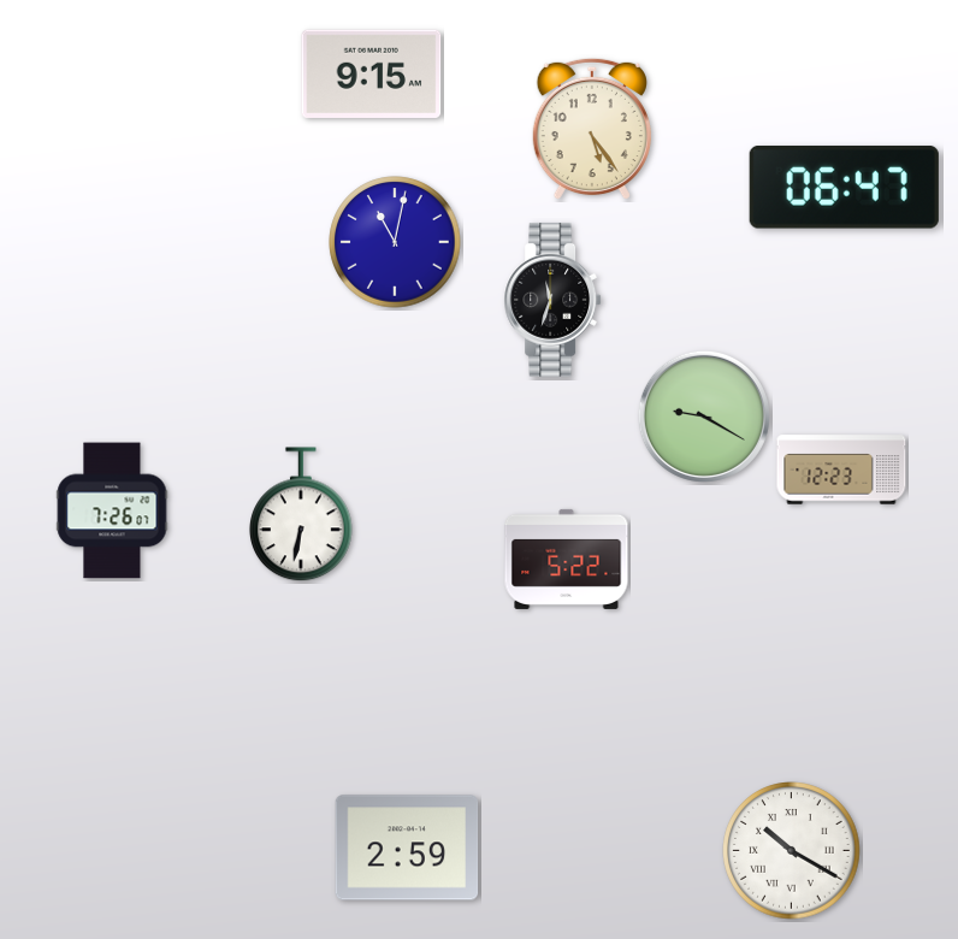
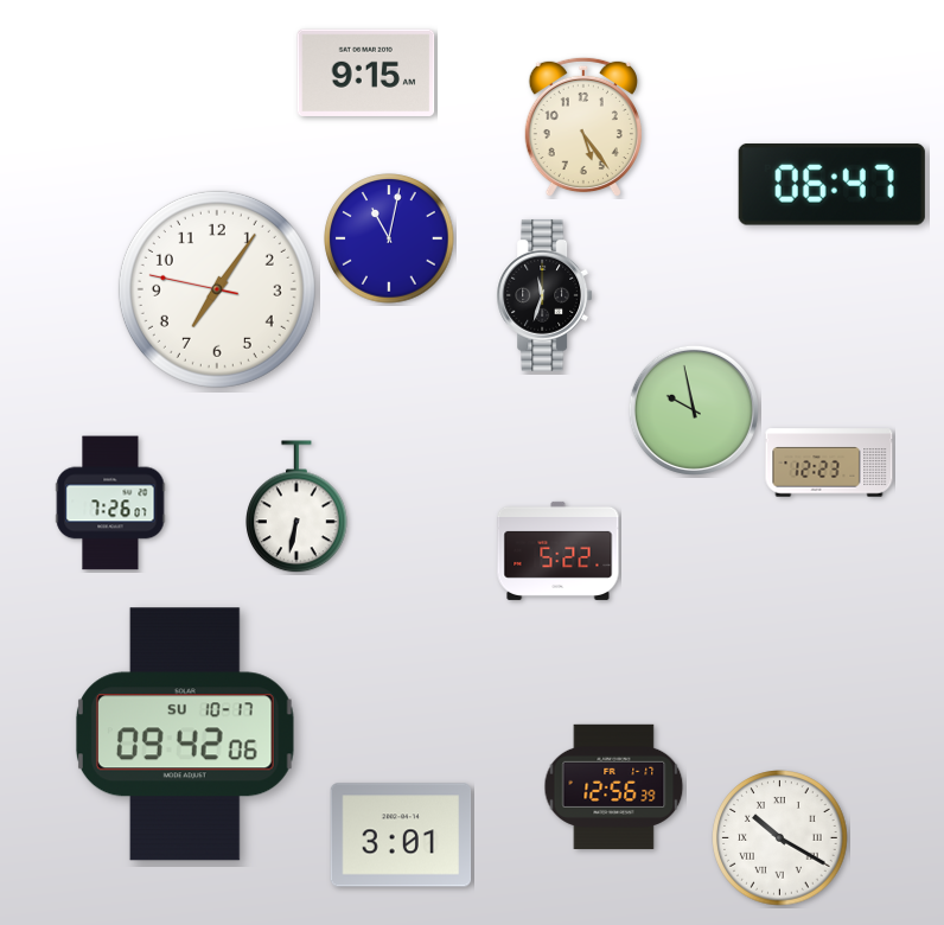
clock at (217, 289): none -> 7:05
clock at (704, 417): 9:20 -> 9:58
clock at (185, 734): none -> 09:42
clock at (614, 786): none -> 12:56
clock at (407, 848): 2:59 -> 3:01
